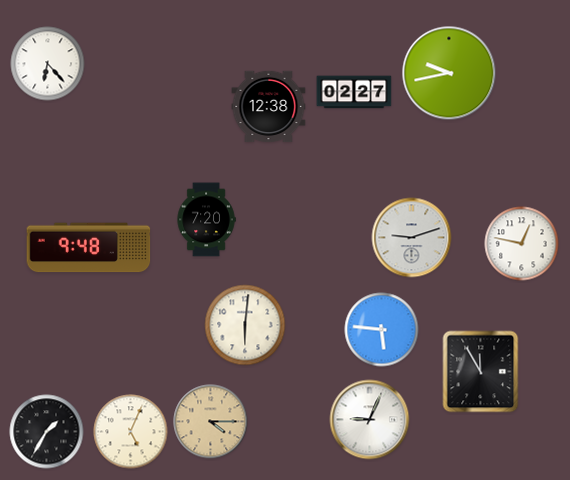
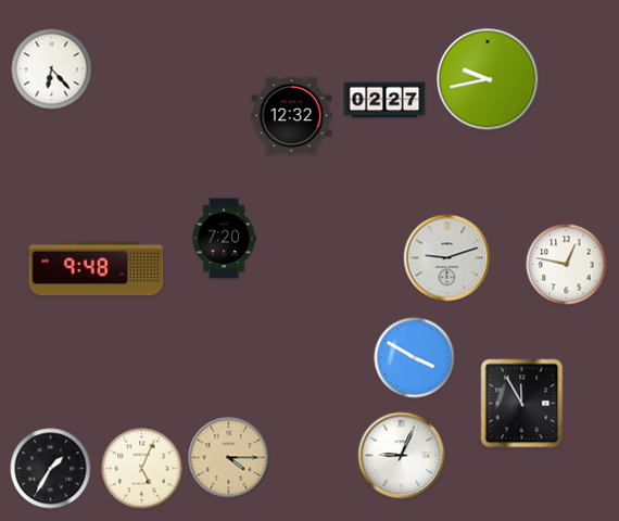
clock at (269, 107): 12:38 -> 12:32
clock at (245, 325): 6:01 -> none
clock at (382, 330): 5:46 -> 3:50
